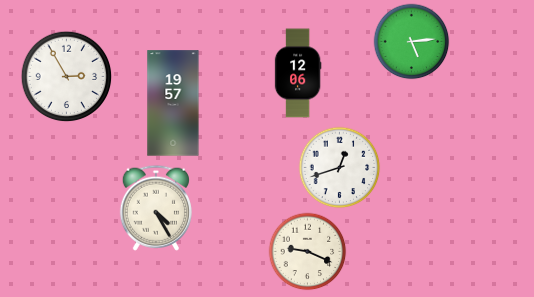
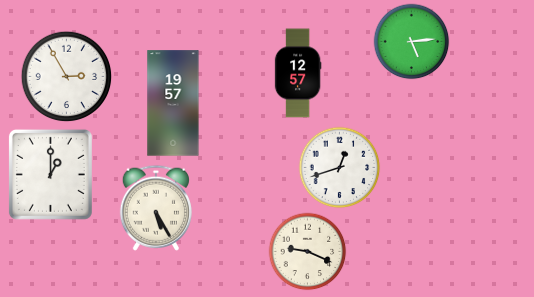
clock at (298, 73): 12:06 -> 12:57
clock at (50, 174): none -> 1:00
clock at (155, 208): 4:25 -> 5:25
